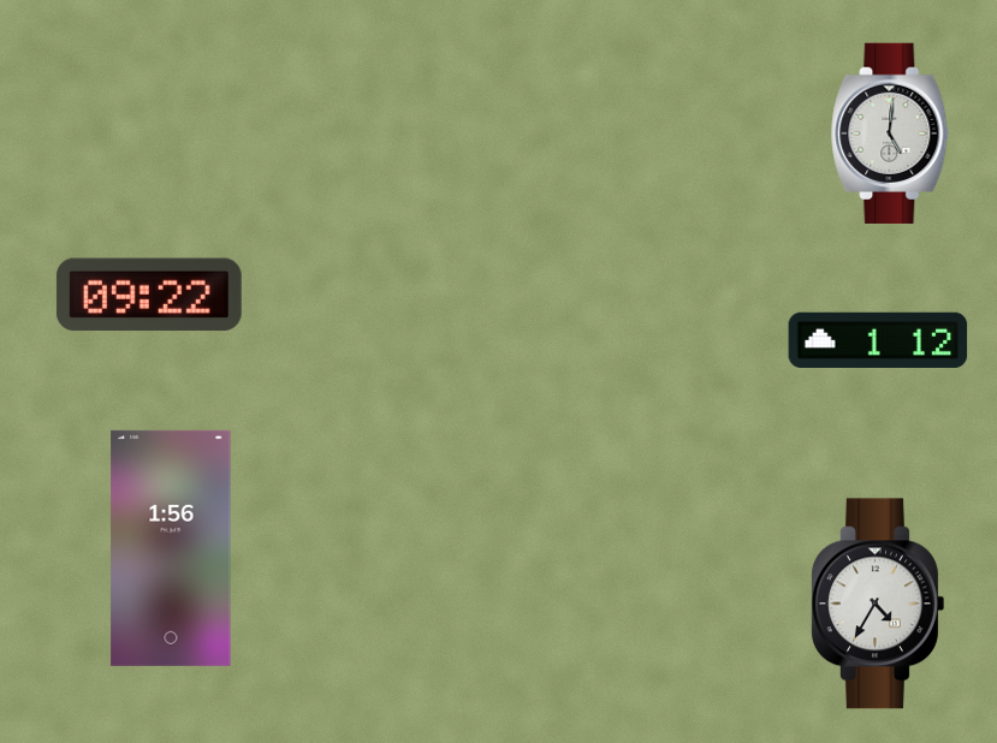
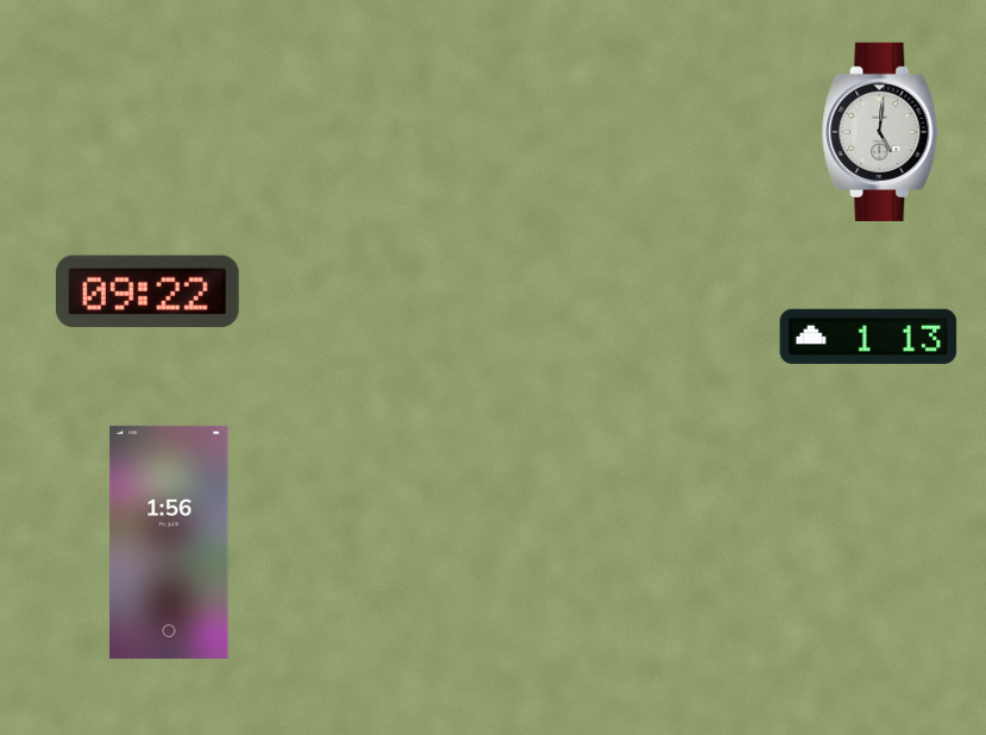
clock at (878, 340): 1:12 -> 1:13
clock at (878, 604): 4:35 -> none
